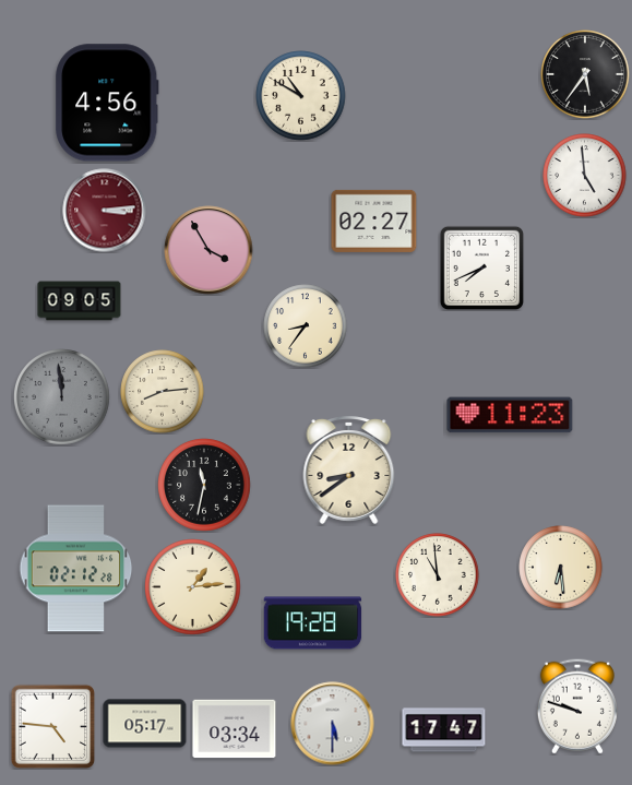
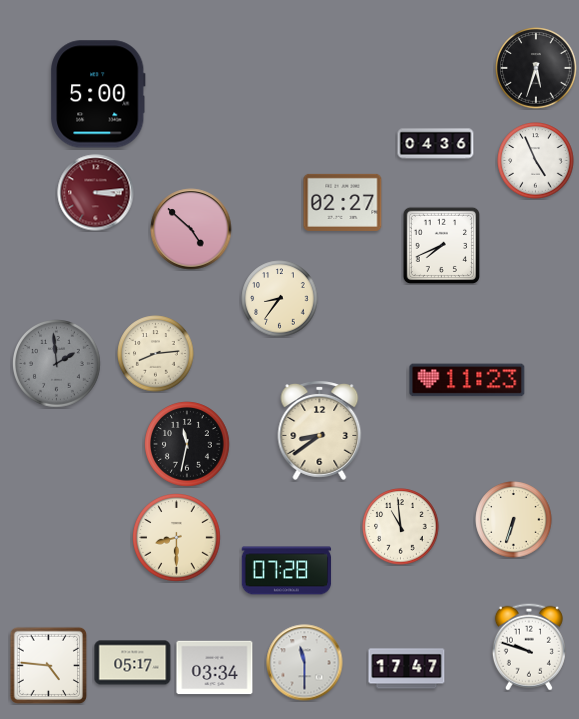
clock at (585, 74): 5:36 -> 5:33
clock at (301, 96): 10:50 -> none
clock at (107, 103): 4:56 -> 5:00
clock at (436, 144): none -> 04:36
clock at (585, 176): 4:59 -> 4:56
clock at (208, 250): 3:55 -> 4:52
clock at (80, 301): 09:05 -> none
clock at (163, 392) position: (163, 392) -> (156, 354)
clock at (62, 397): 11:59 -> 1:59
clock at (561, 568): 6:29 -> 6:33
clock at (76, 569): 02:12 -> none
clock at (193, 587): 1:14 -> 8:30
clock at (313, 623): 19:28 -> 07:28
clock at (333, 724): 5:30 -> 11:30
